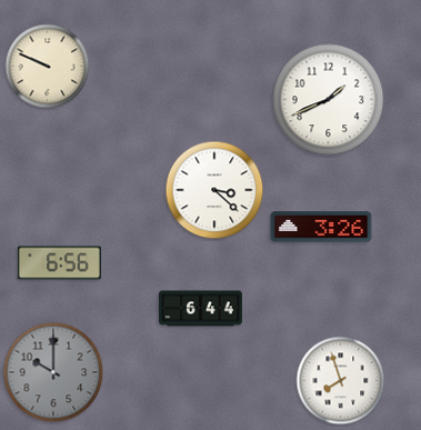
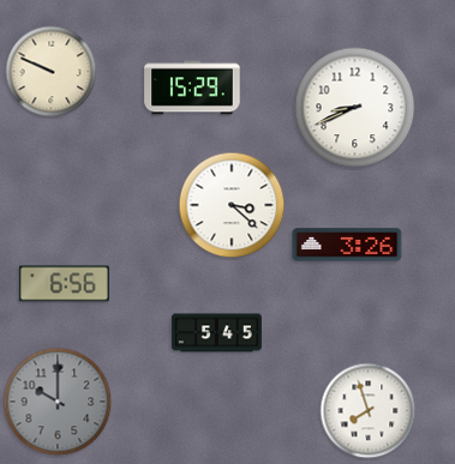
clock at (192, 88): none -> 15:29
clock at (329, 100): 1:41 -> 8:41
clock at (200, 309): 6:44 -> 5:45
